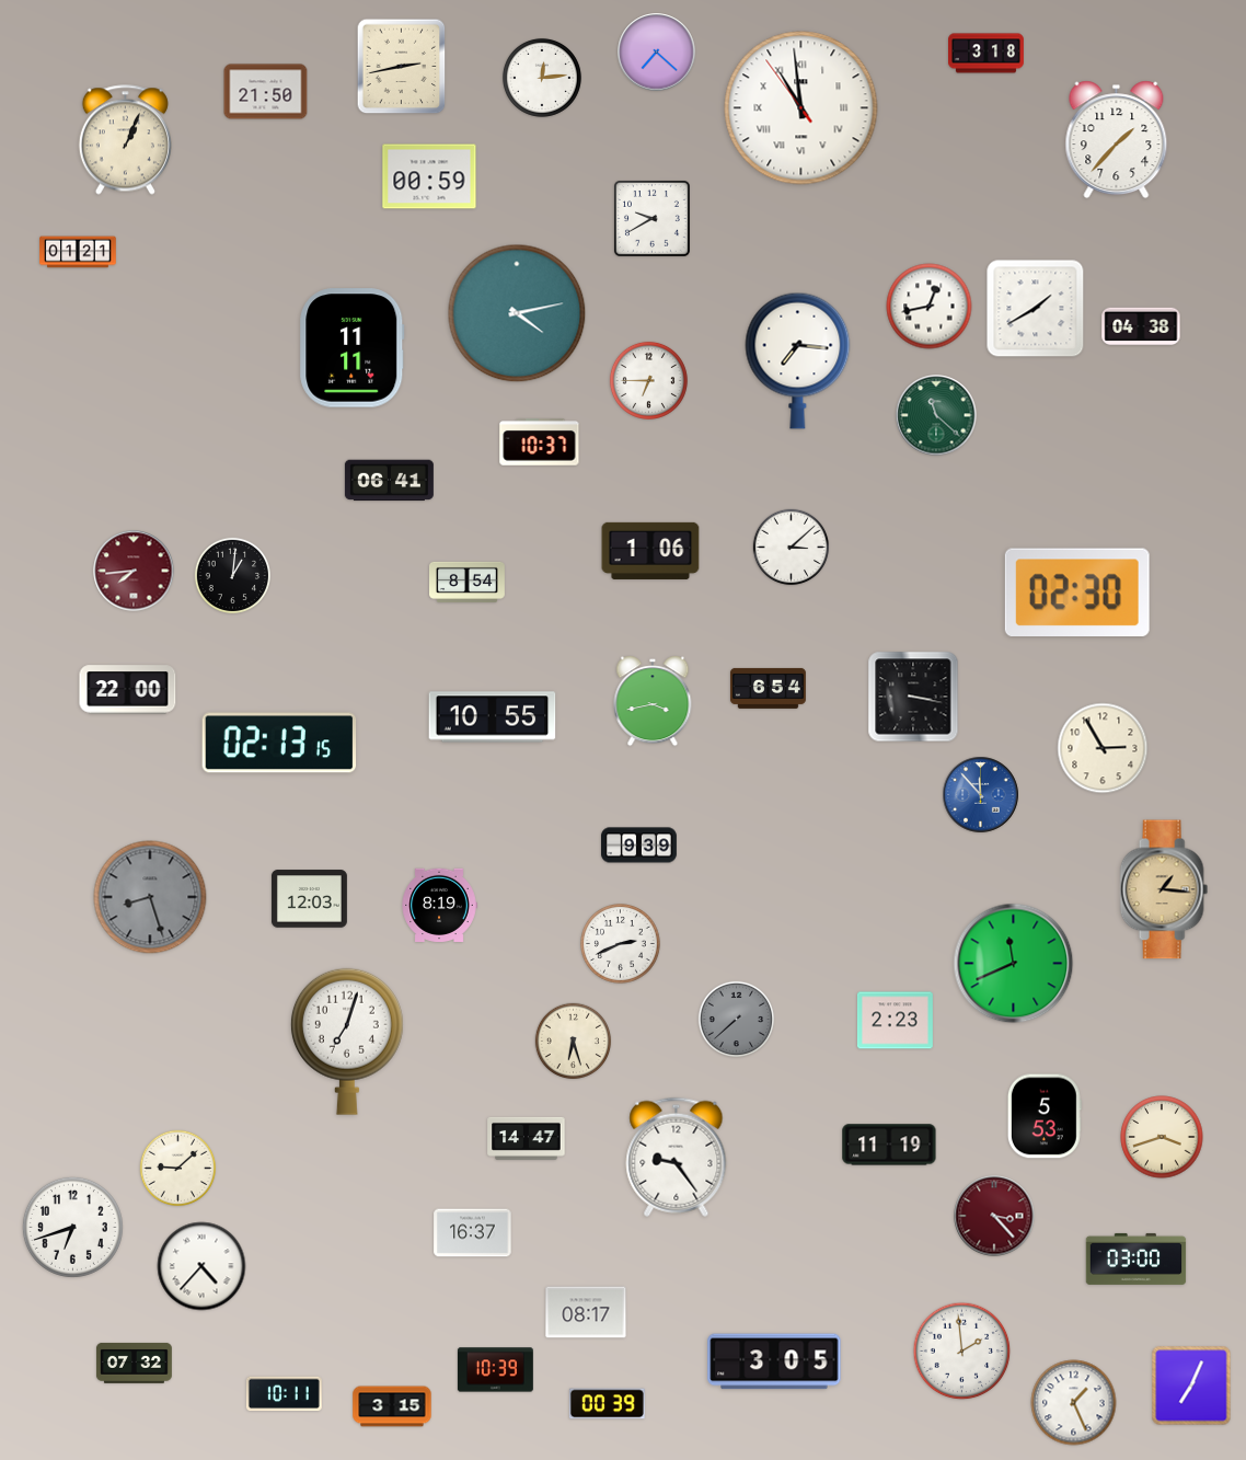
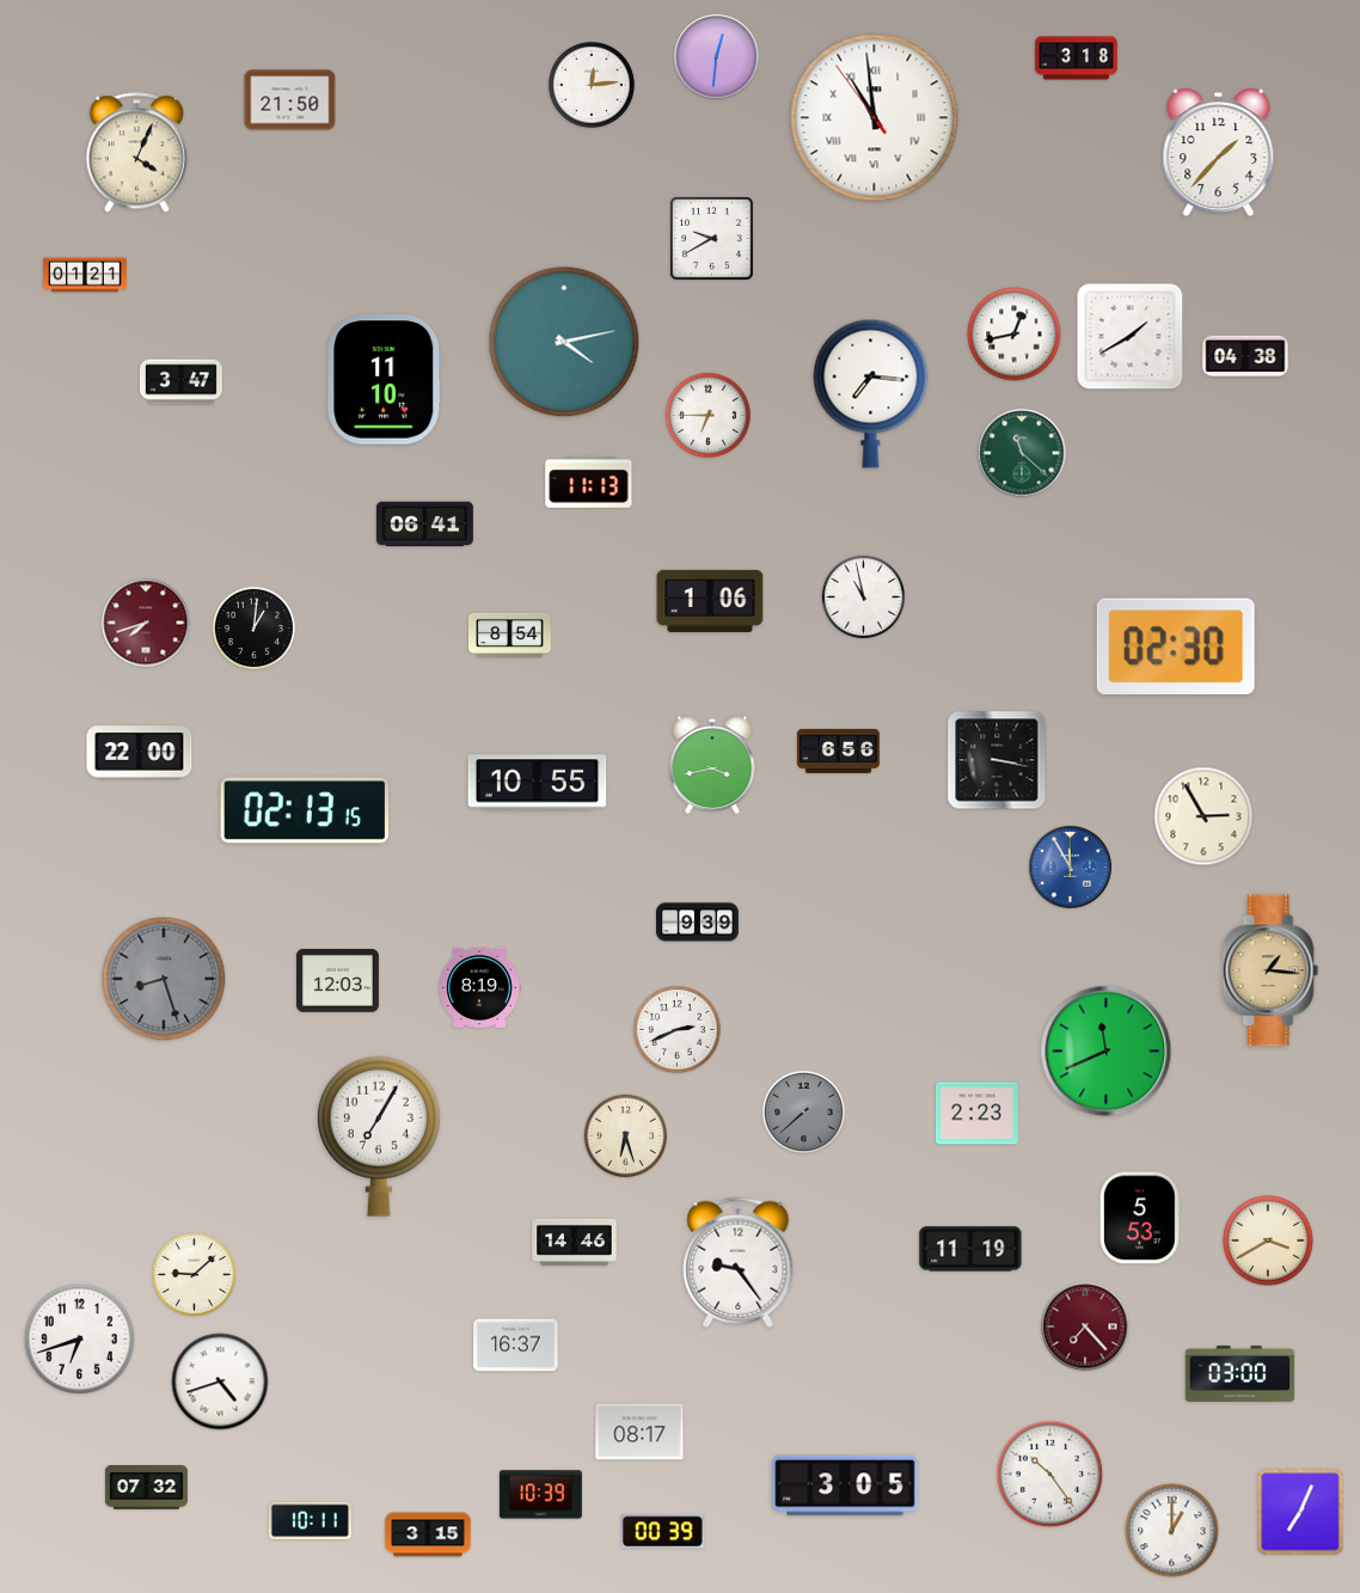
clock at (657, 53): 7:22 -> 12:31
clock at (402, 67): 2:43 -> none
clock at (125, 140): 1:04 -> 4:04
clock at (429, 176): 00:59 -> none
clock at (353, 348): 11:11 -> 11:10
clock at (180, 382): none -> 3:47
clock at (540, 442): 10:37 -> 11:13
clock at (792, 548): 3:08 -> 10:58
clock at (134, 571): 7:44 -> 7:42
clock at (768, 688): 6:54 -> 6:56
clock at (981, 795): 11:53 -> 11:55
clock at (347, 1042): 7:03 -> 7:05
clock at (1162, 1137): 3:42 -> 3:40
clock at (527, 1138): 14:47 -> 14:46
clock at (994, 1216): 3:23 -> 7:23
clock at (201, 1266): 4:37 -> 4:42
clock at (962, 1352): 1:59 -> 10:24
clock at (1074, 1403): 1:26 -> 1:00
